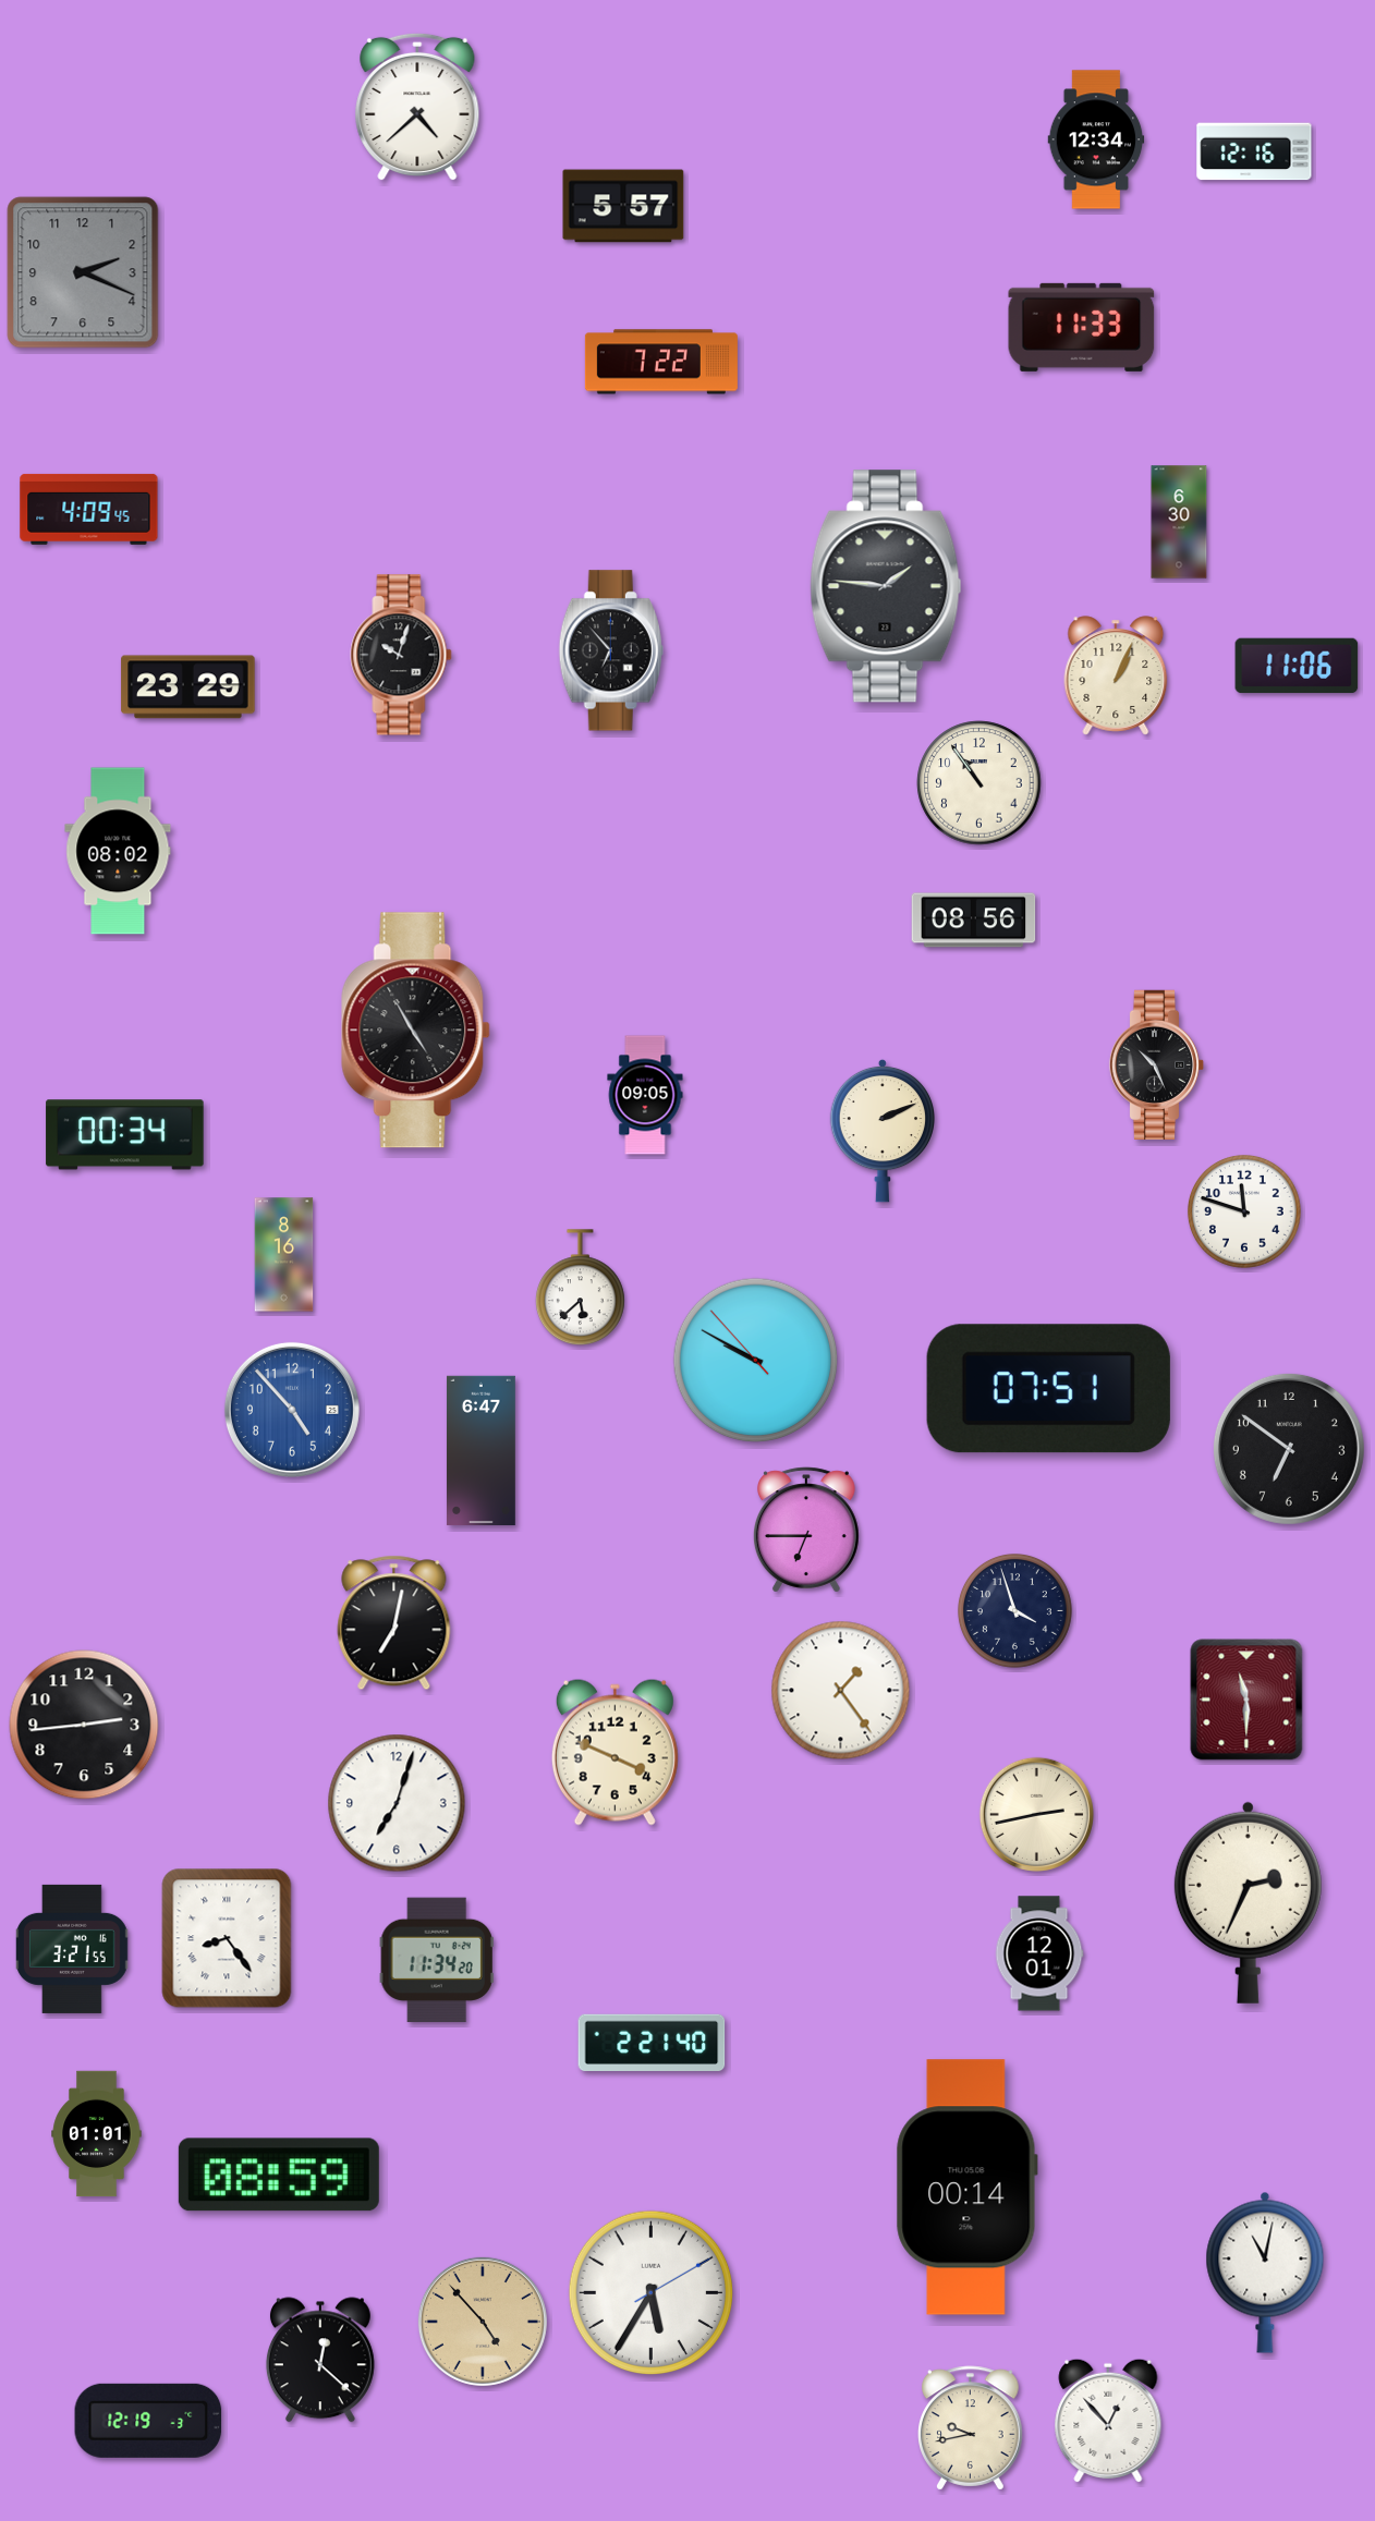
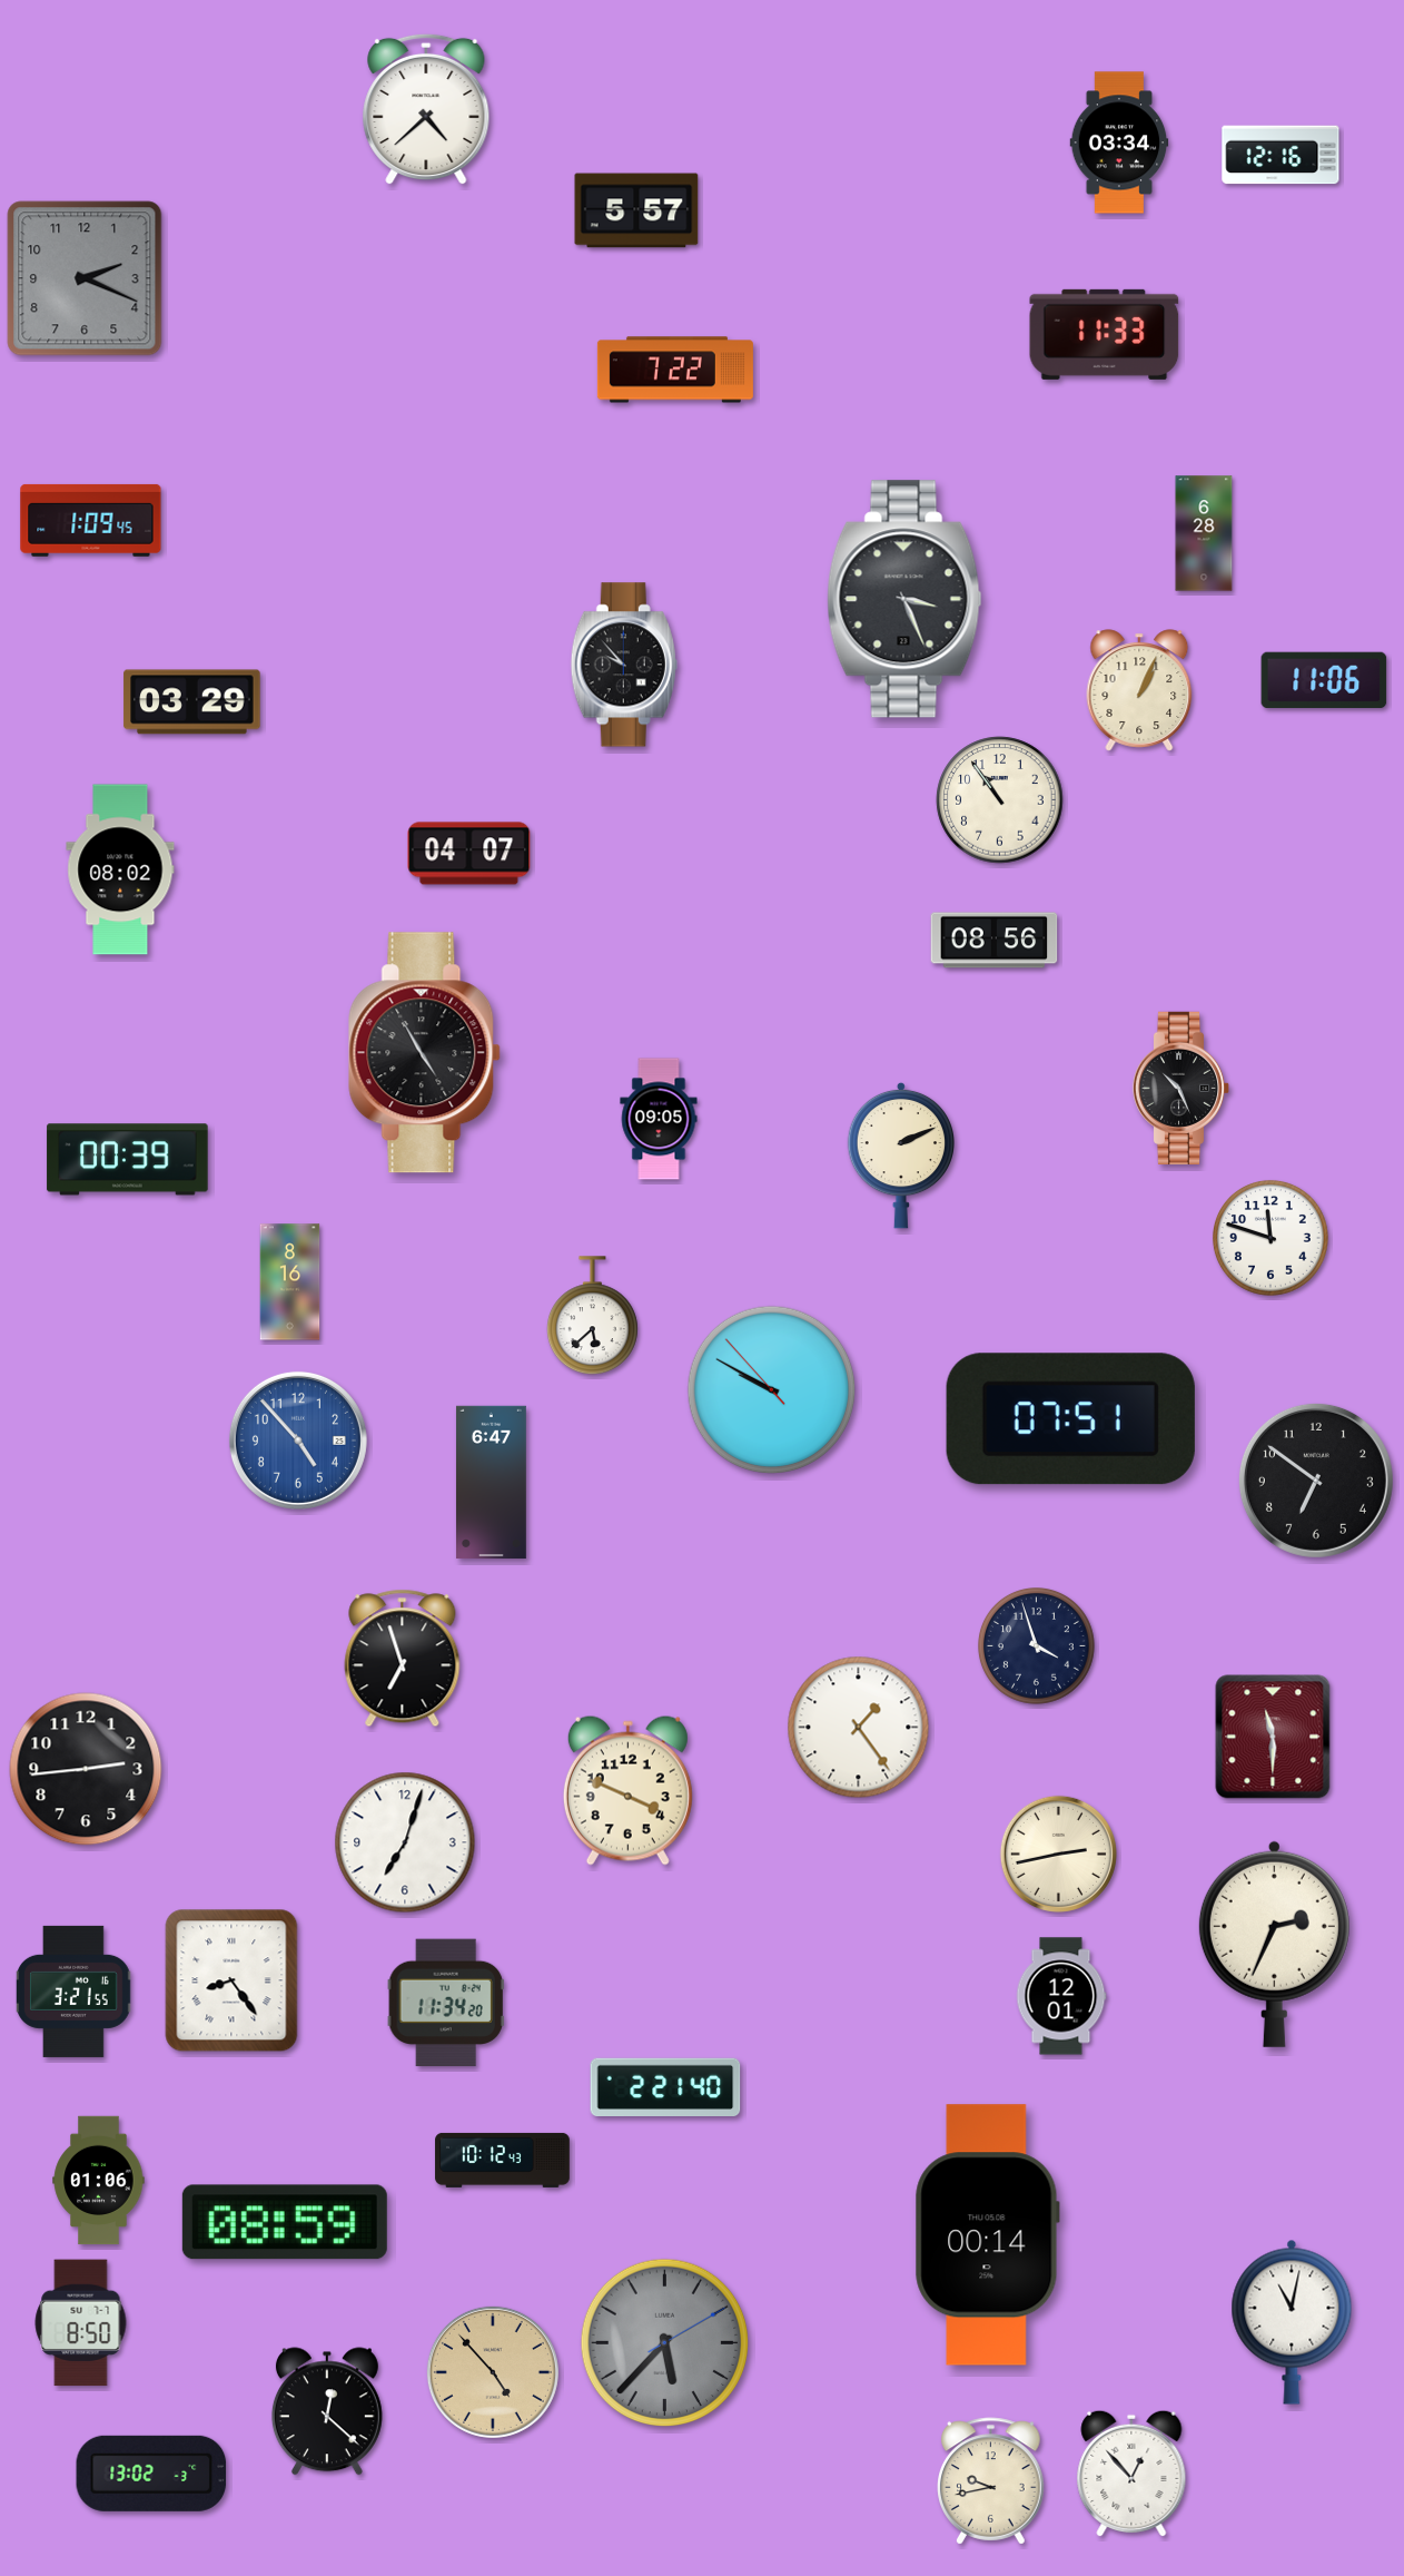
clock at (1096, 139): 12:34 -> 03:34
clock at (89, 509): 4:09 -> 1:09
clock at (1179, 522): 6:30 -> 6:28
clock at (886, 586): 1:46 -> 3:26
clock at (611, 650): 6:53 -> 9:53
clock at (401, 655): 10:03 -> none
clock at (188, 687): 23:29 -> 03:29
clock at (469, 854): none -> 04:07
clock at (125, 1135): 00:34 -> 00:39
clock at (806, 1530): 6:45 -> none
clock at (394, 1623): 7:02 -> 6:57
clock at (84, 1725) position: (84, 1725) -> (86, 1769)
clock at (503, 2160): none -> 10:12
clock at (97, 2134): 01:01 -> 01:06
clock at (81, 2323): none -> 8:50
clock at (652, 2293): 5:35 -> 5:37
clock at (652, 2293) dial: white -> grey
clock at (148, 2421): 12:19 -> 13:02
